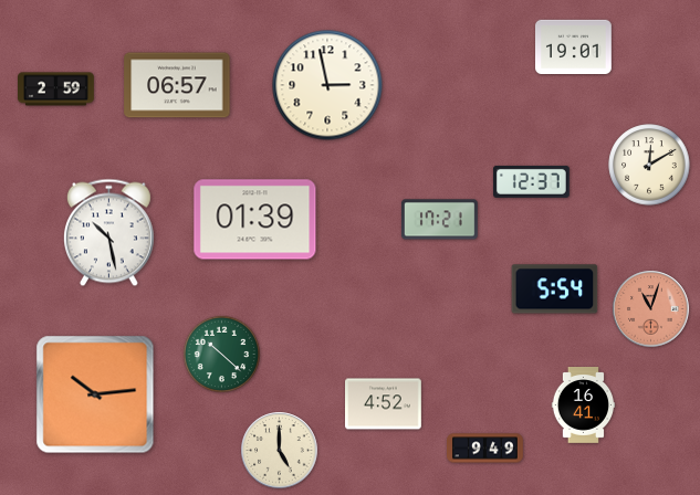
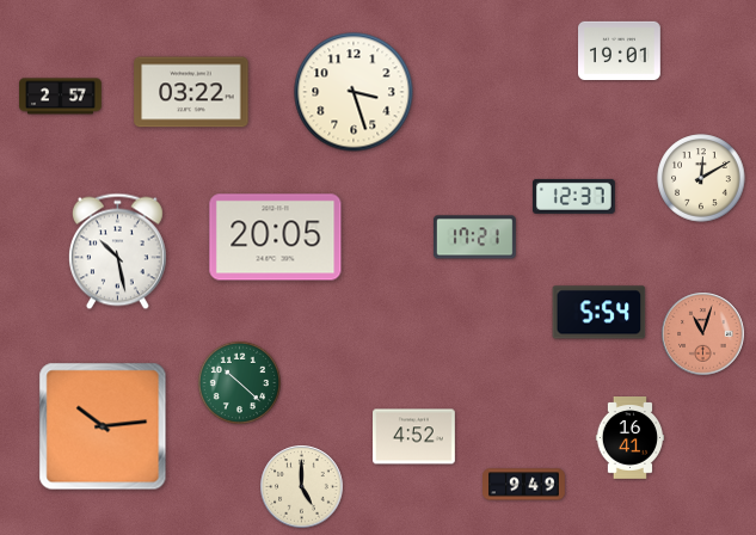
clock at (177, 85): 06:57 -> 03:22
clock at (327, 85): 2:58 -> 3:27
clock at (56, 89): 2:59 -> 2:57
clock at (255, 220): 01:39 -> 20:05
